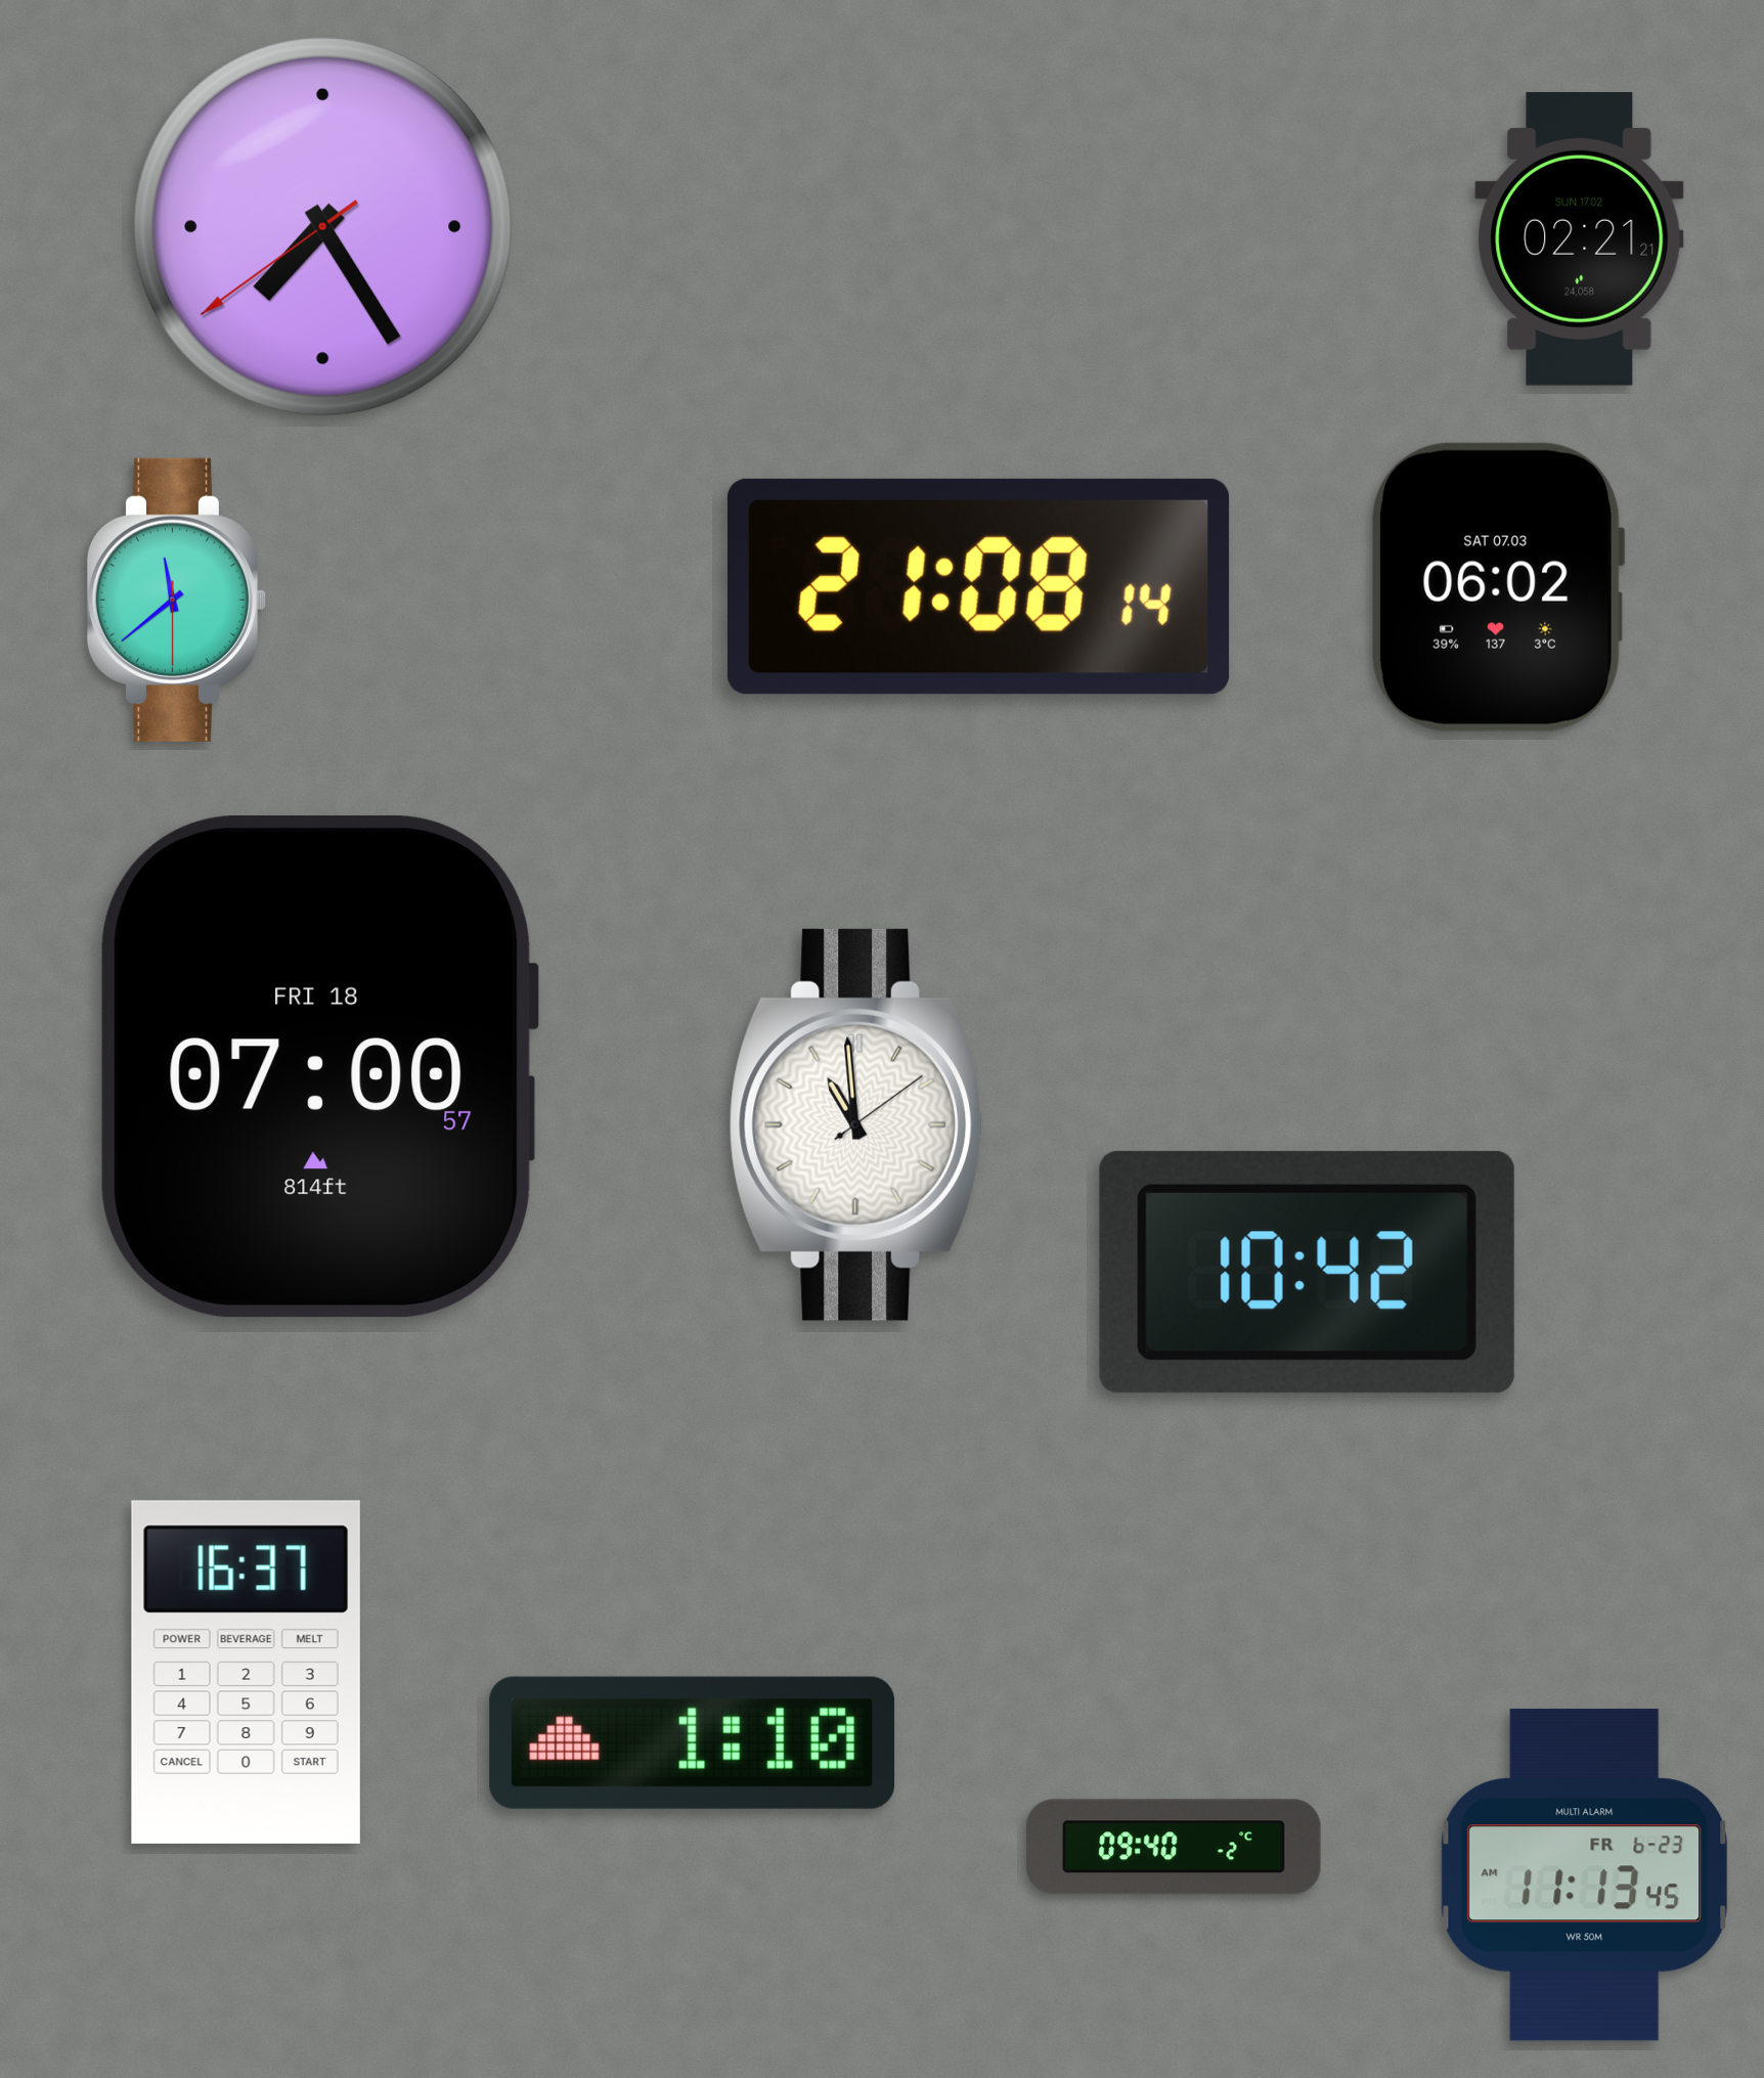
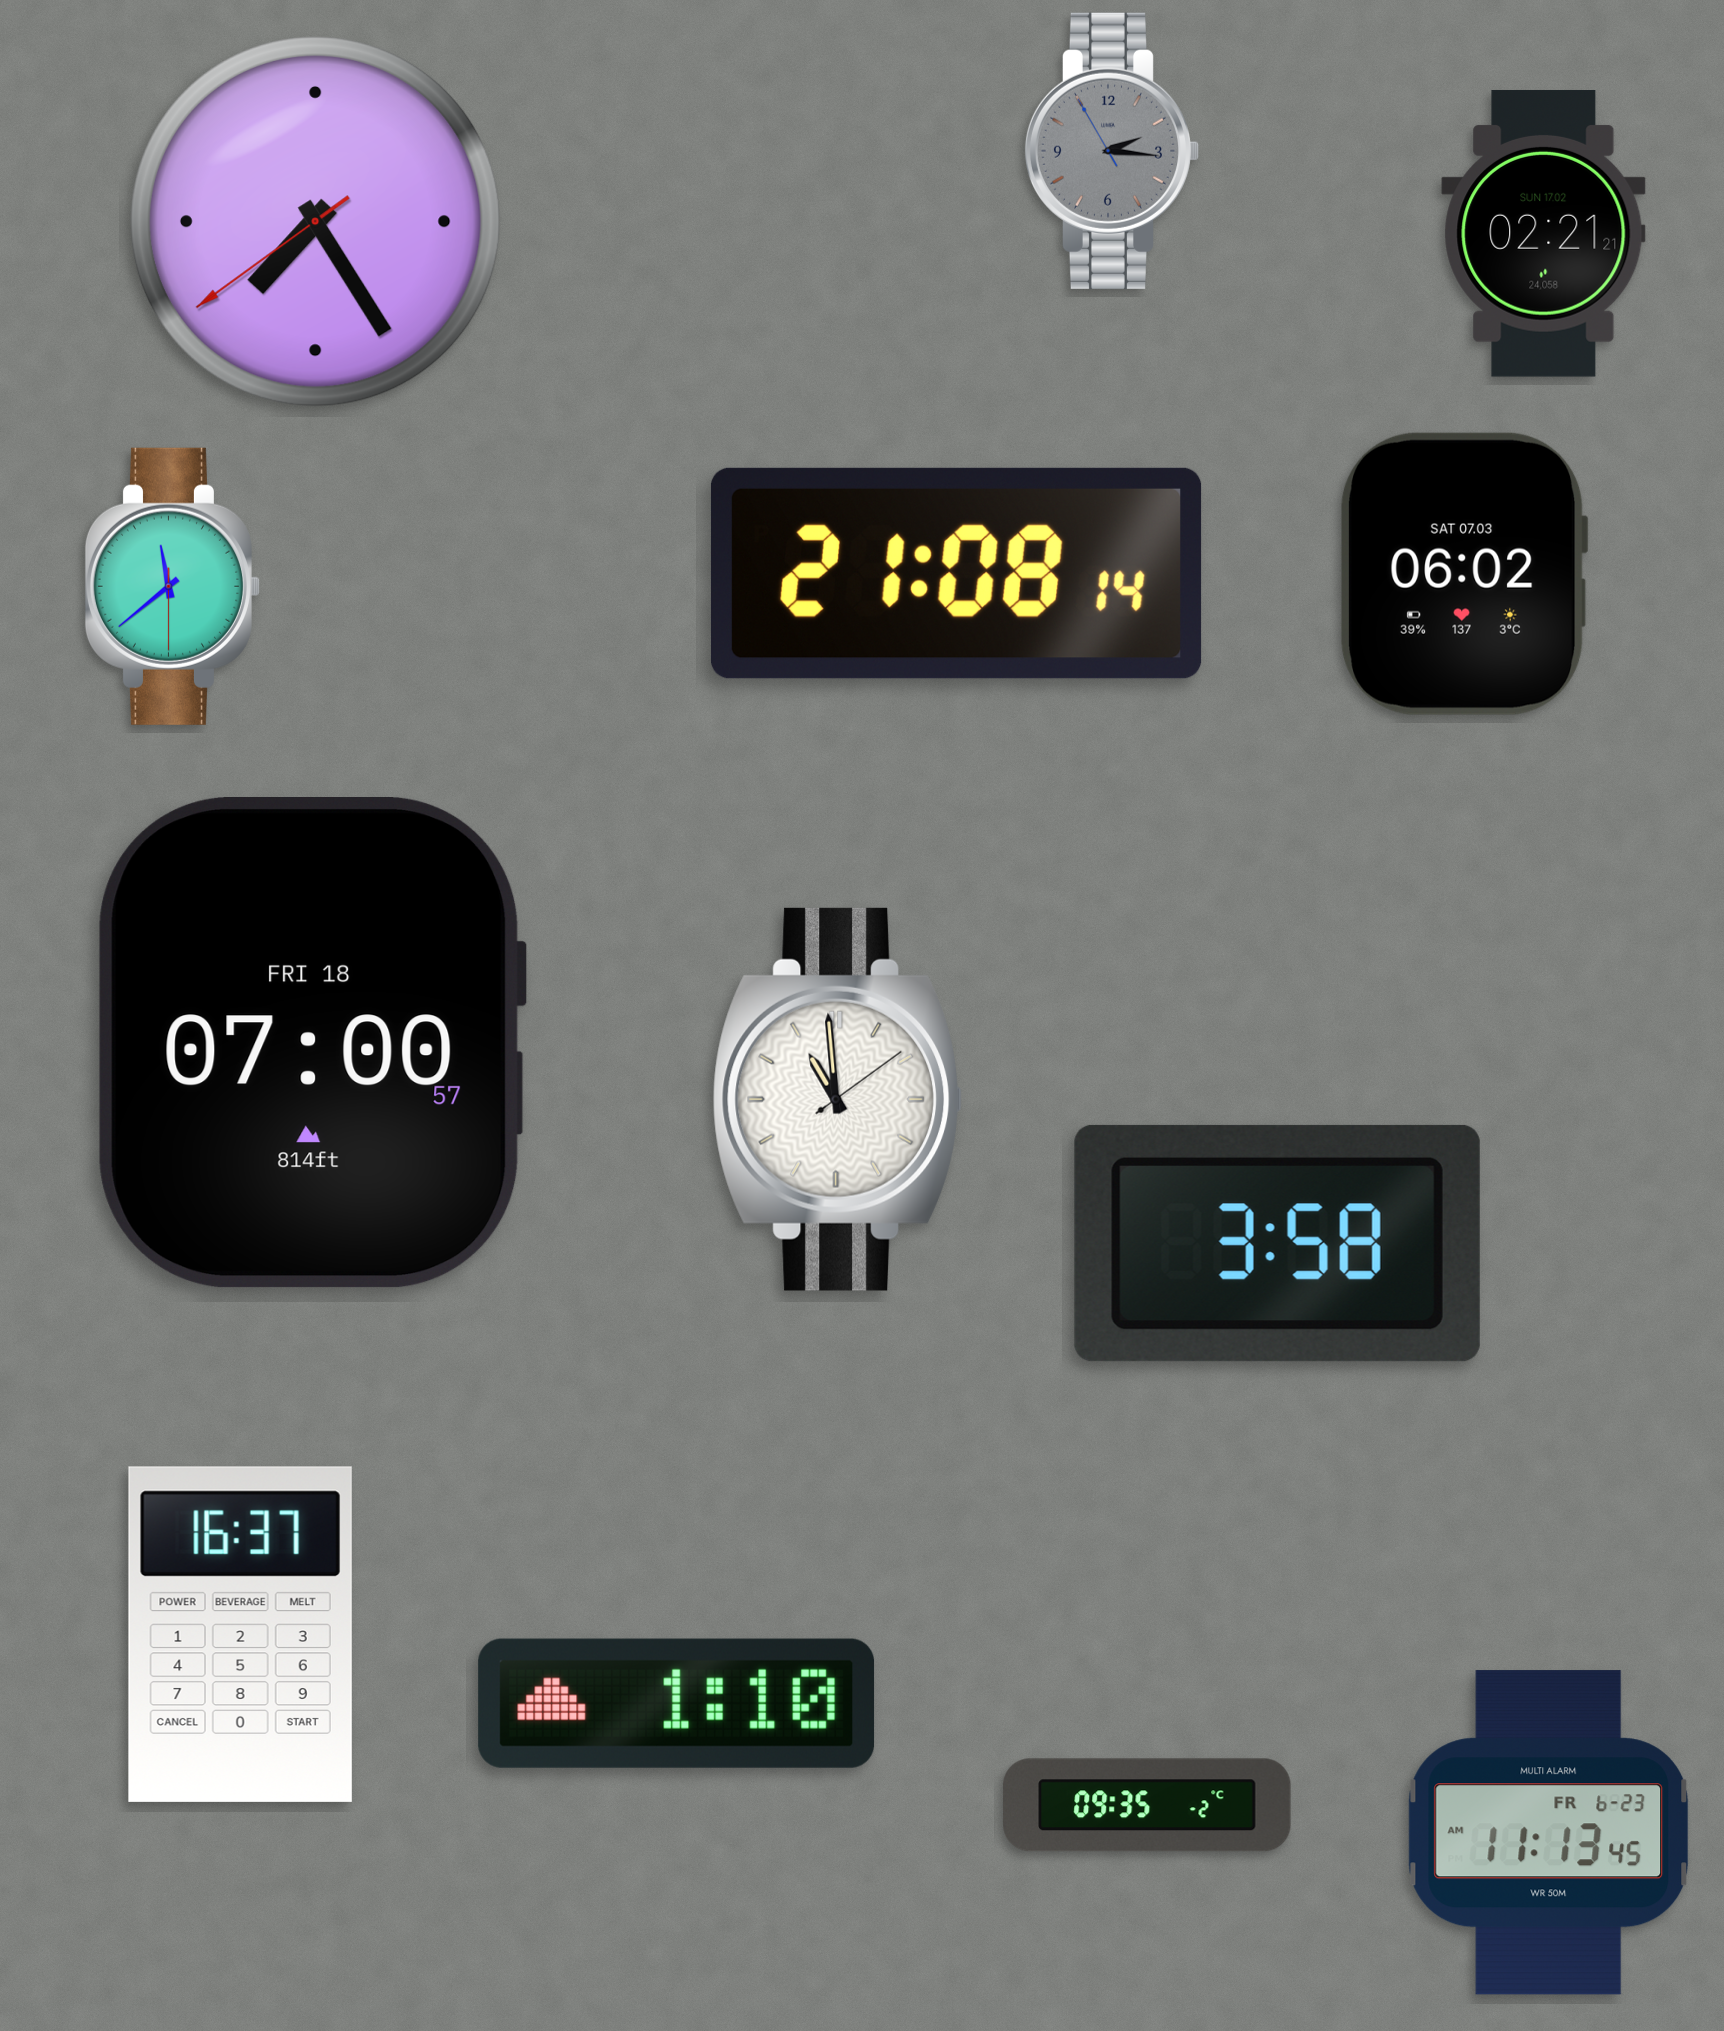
clock at (1111, 151): none -> 2:15
clock at (1307, 1272): 10:42 -> 3:58
clock at (1174, 1847): 09:40 -> 09:35
